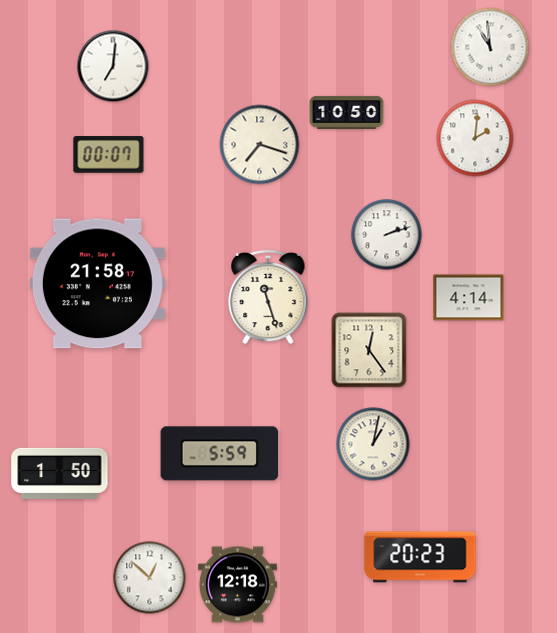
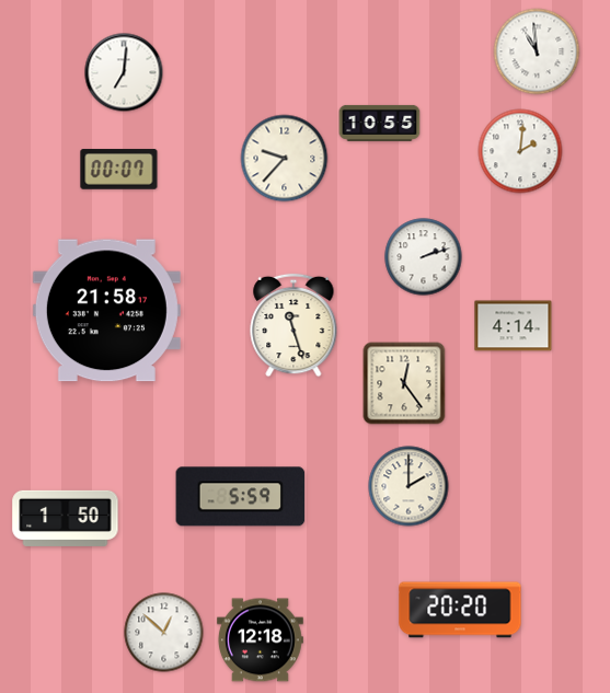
clock at (347, 112): 10:50 -> 10:55
clock at (260, 145): 7:18 -> 9:37
clock at (373, 444): 1:02 -> 2:00
clock at (420, 557): 20:23 -> 20:20
